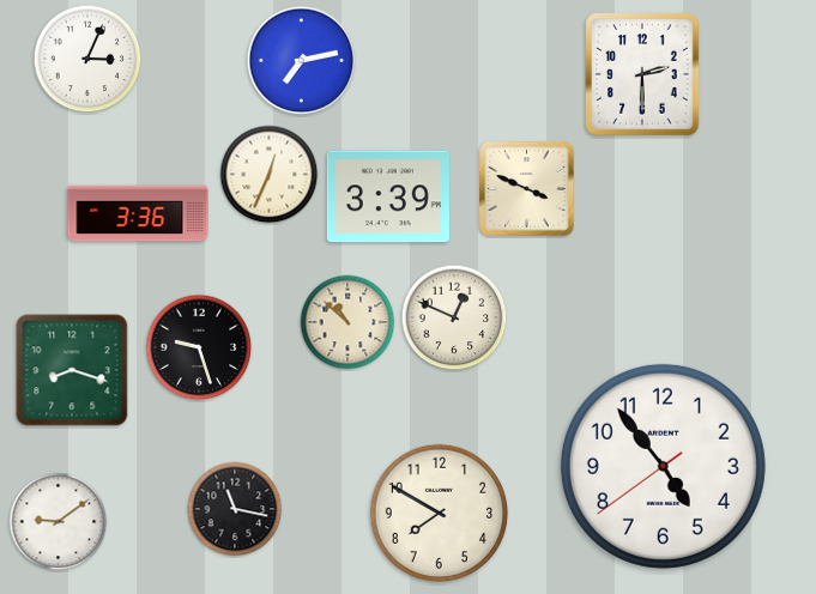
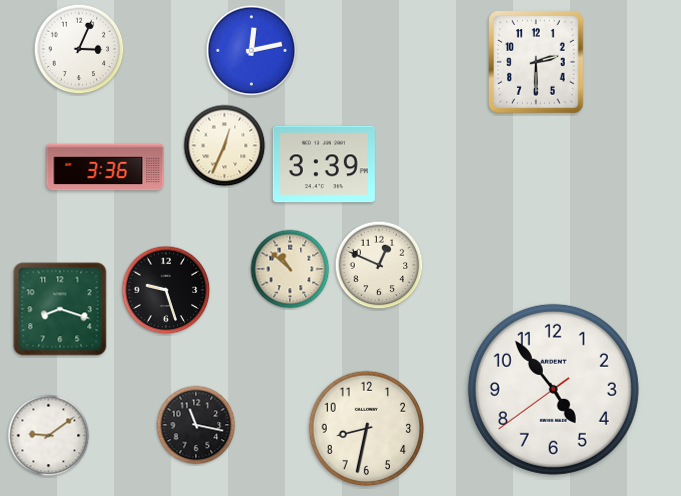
clock at (87, 59) position: (87, 59) -> (79, 49)
clock at (302, 61): 7:13 -> 12:13
clock at (527, 189): 3:49 -> none
clock at (138, 213) position: (138, 213) -> (105, 167)
clock at (440, 514): 7:50 -> 8:32
